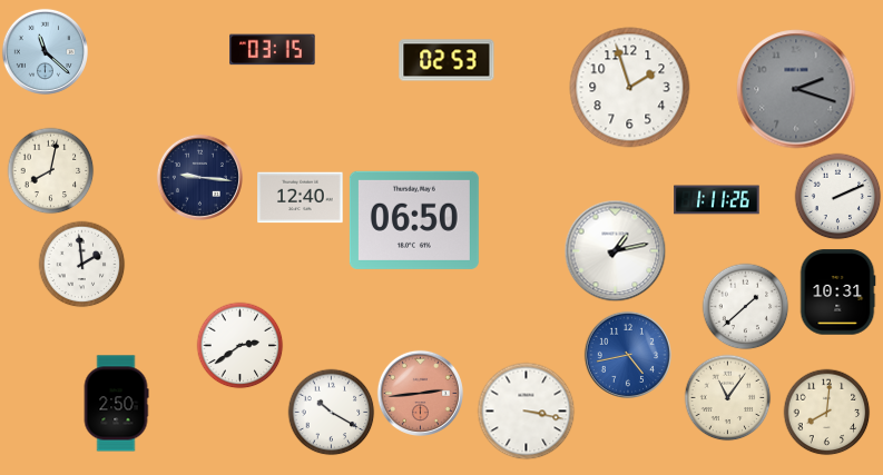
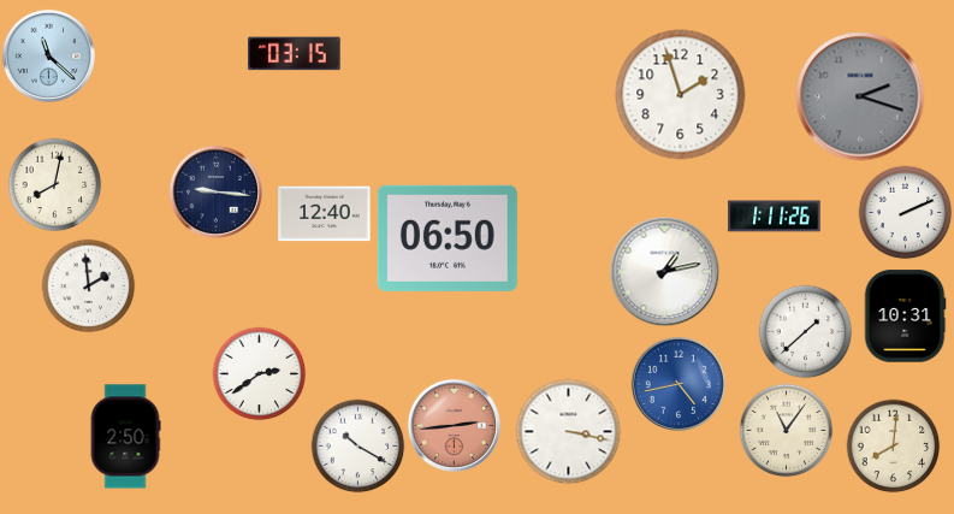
clock at (447, 60): 02:53 -> none
clock at (526, 410) position: (526, 410) -> (568, 431)
